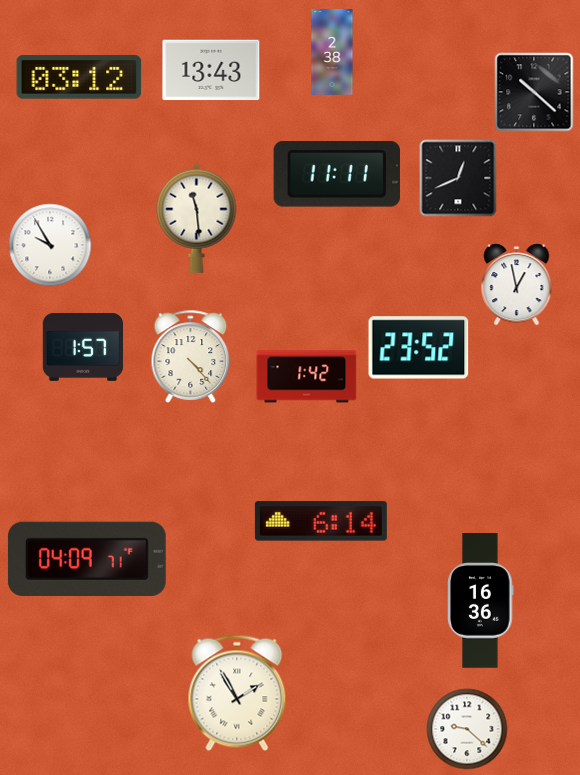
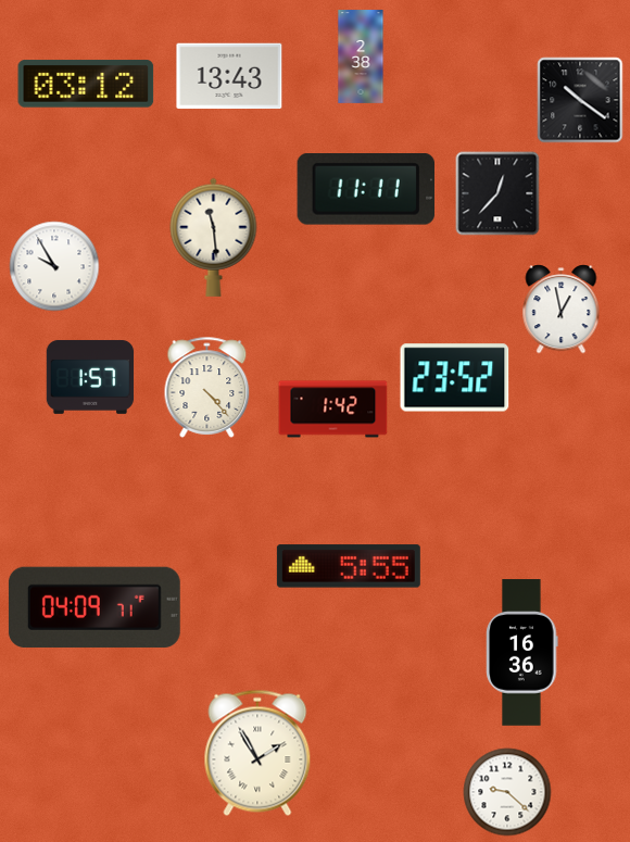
clock at (534, 92): 10:22 -> 10:21
clock at (458, 178): 12:41 -> 12:37
clock at (321, 521): 6:14 -> 5:55
